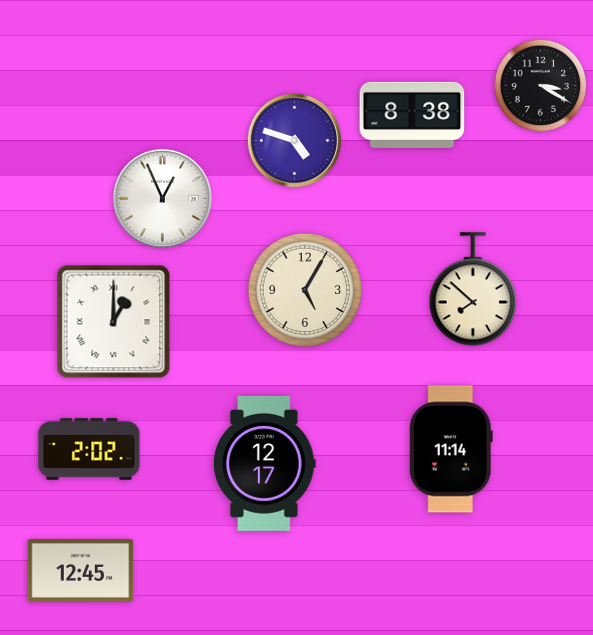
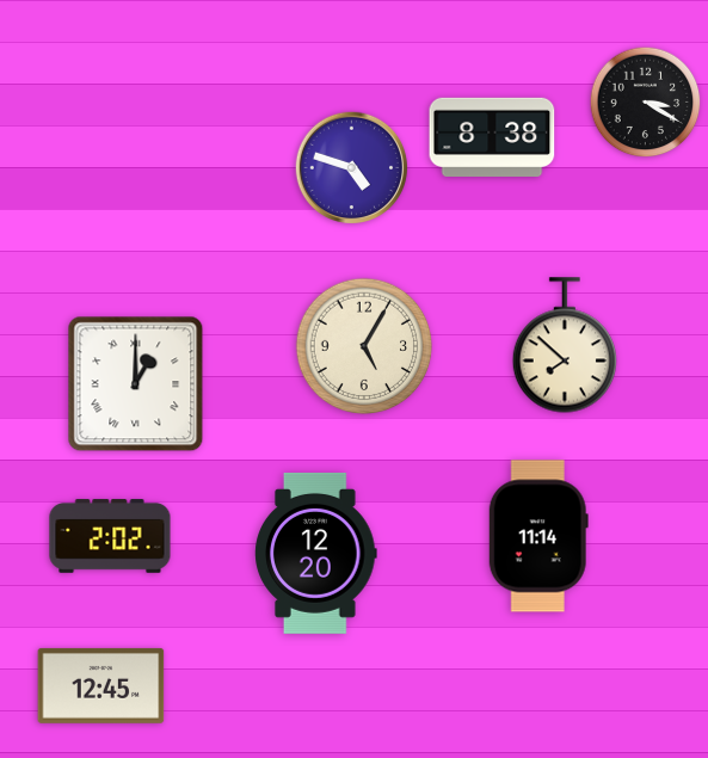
clock at (162, 198): 12:56 -> none
clock at (89, 449) position: (89, 449) -> (110, 536)
clock at (265, 463): 12:17 -> 12:20
clock at (81, 570) position: (81, 570) -> (101, 685)
